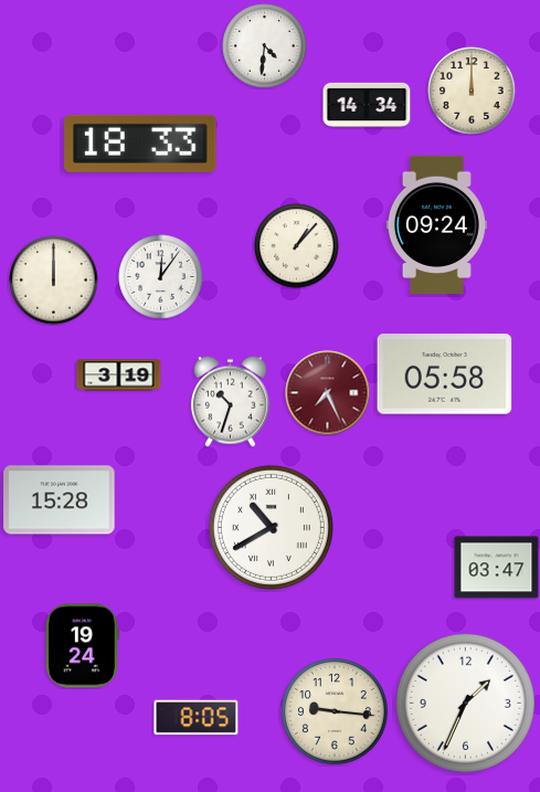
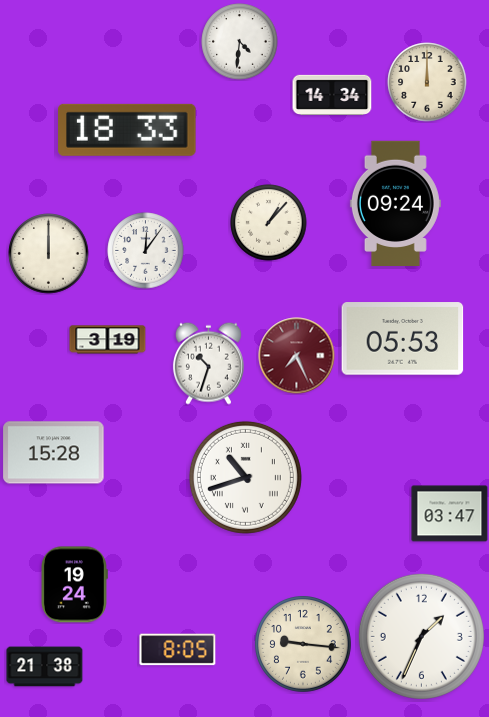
clock at (445, 374): 05:58 -> 05:53
clock at (271, 527): 10:40 -> 10:42
clock at (45, 667): none -> 21:38
